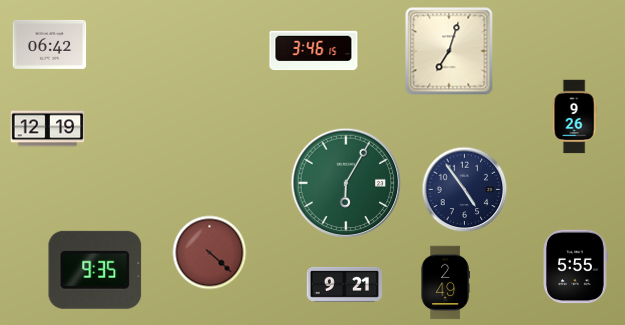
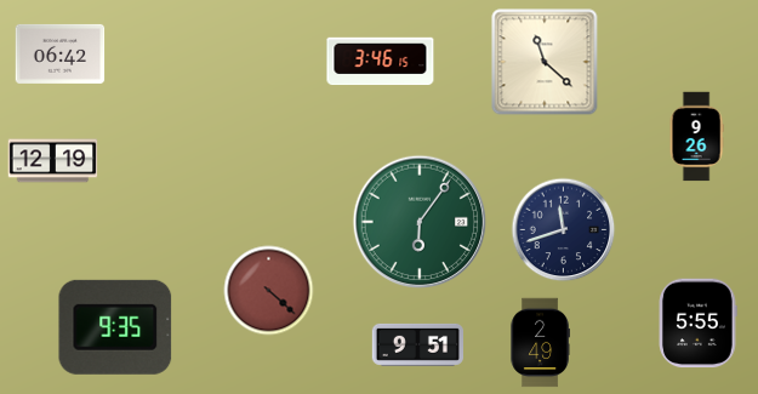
clock at (449, 51): 7:03 -> 11:22
clock at (574, 117) position: (574, 117) -> (696, 137)
clock at (48, 129) position: (48, 129) -> (53, 161)
clock at (346, 183): 6:05 -> 6:06
clock at (465, 190): 4:54 -> 11:42
clock at (210, 253) position: (210, 253) -> (269, 291)
clock at (344, 284): 9:21 -> 9:51
